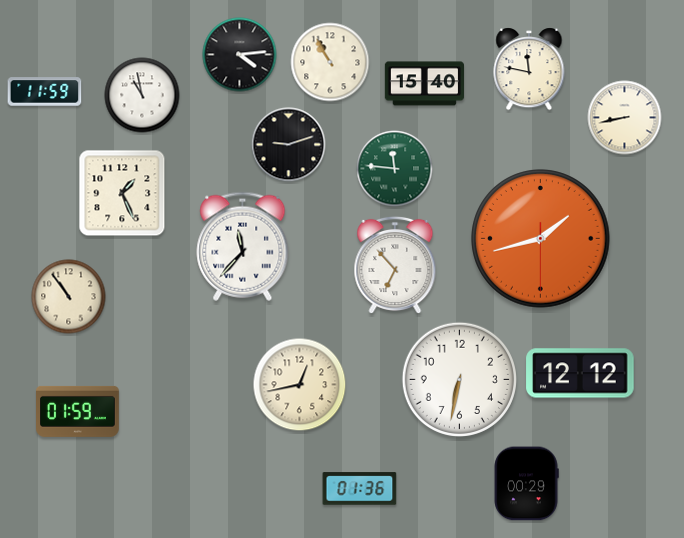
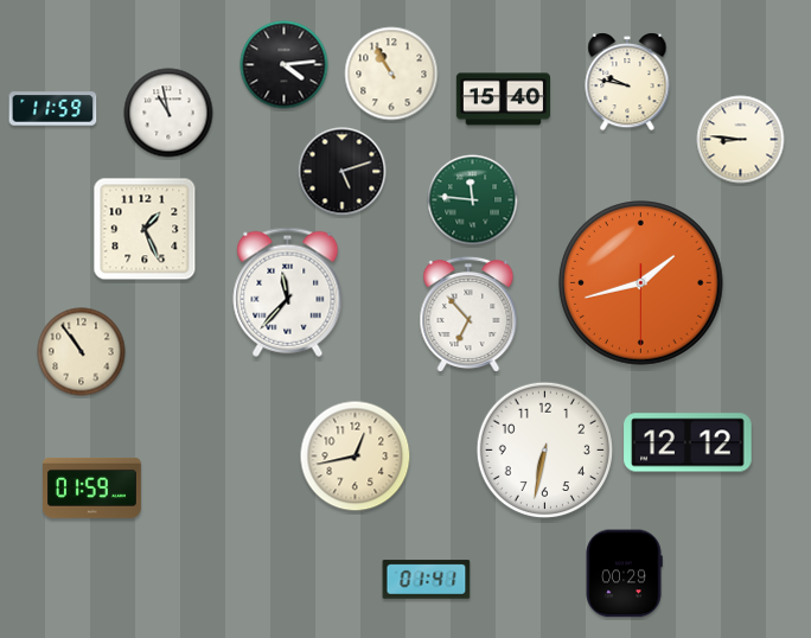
clock at (529, 69): 11:47 -> 9:47
clock at (625, 118): 8:43 -> 8:46
clock at (289, 145): 9:12 -> 5:12
clock at (395, 169) position: (395, 169) -> (473, 200)
clock at (360, 489): 01:36 -> 01:41
